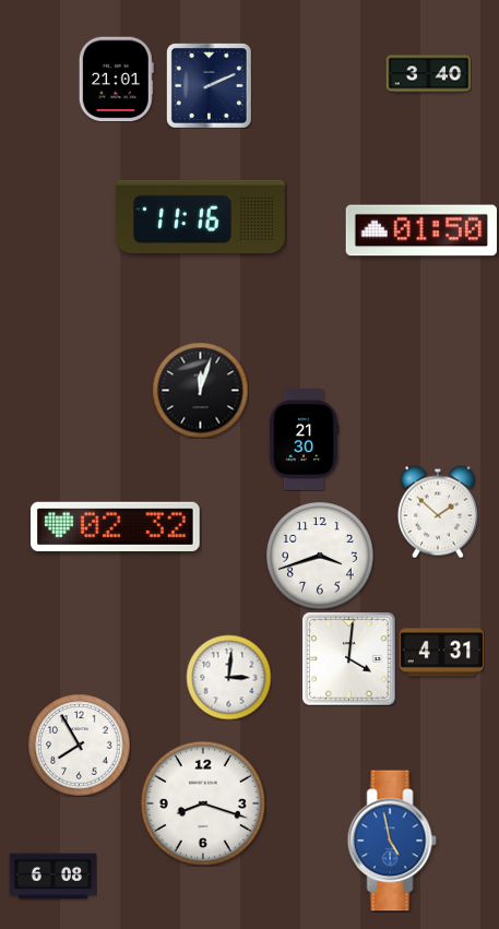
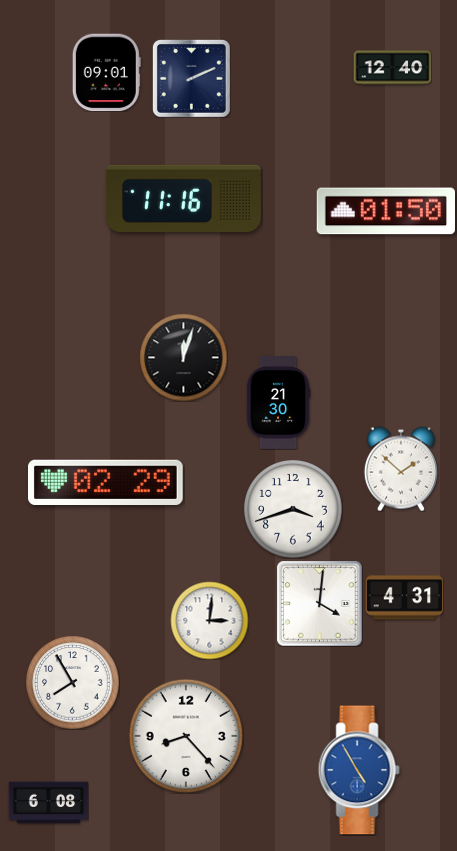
clock at (428, 74): 3:40 -> 12:40
clock at (116, 79): 21:01 -> 09:01
clock at (116, 526): 02:32 -> 02:29
clock at (203, 803): 8:18 -> 8:23
clock at (392, 841): 4:58 -> 4:55
